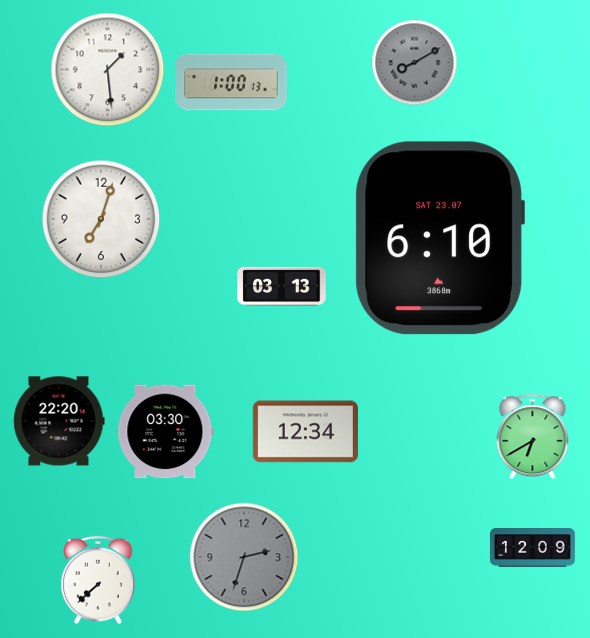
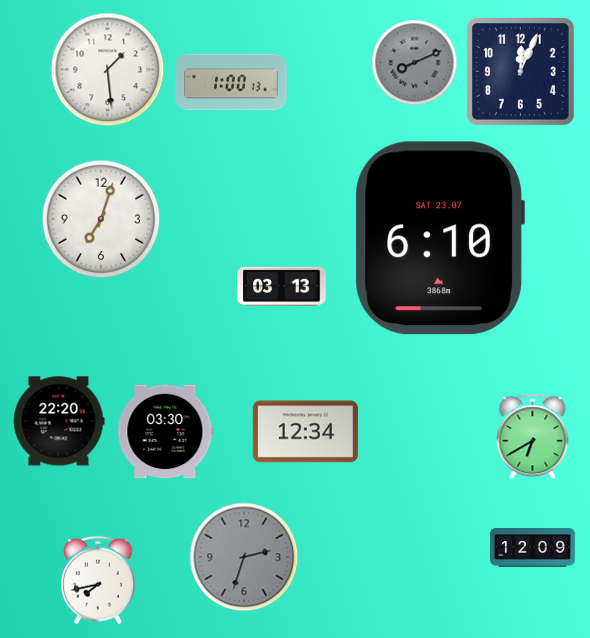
clock at (415, 63): 8:10 -> 8:11
clock at (521, 72): none -> 12:04
clock at (98, 580): 7:38 -> 7:43
